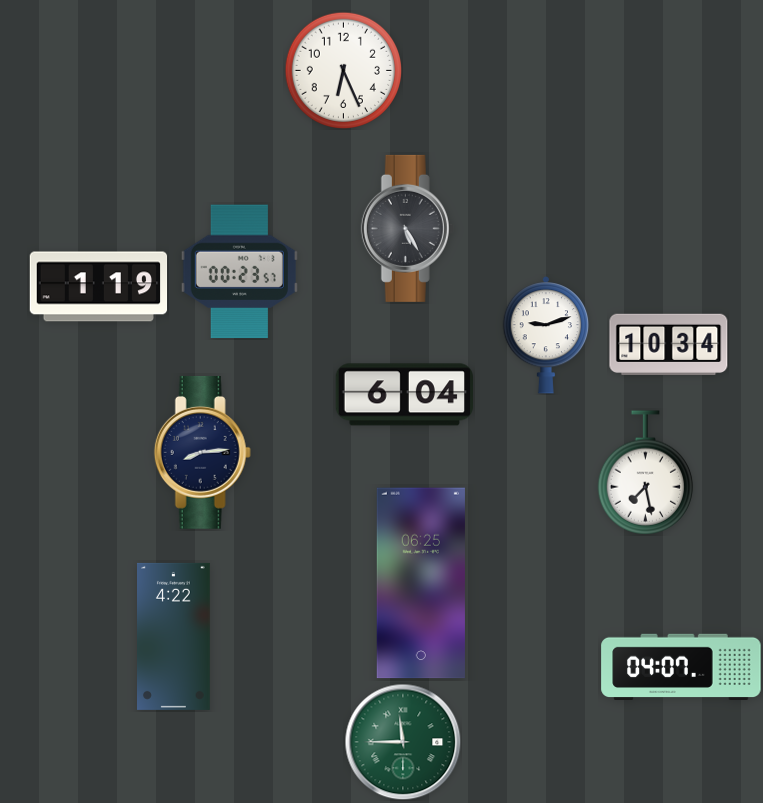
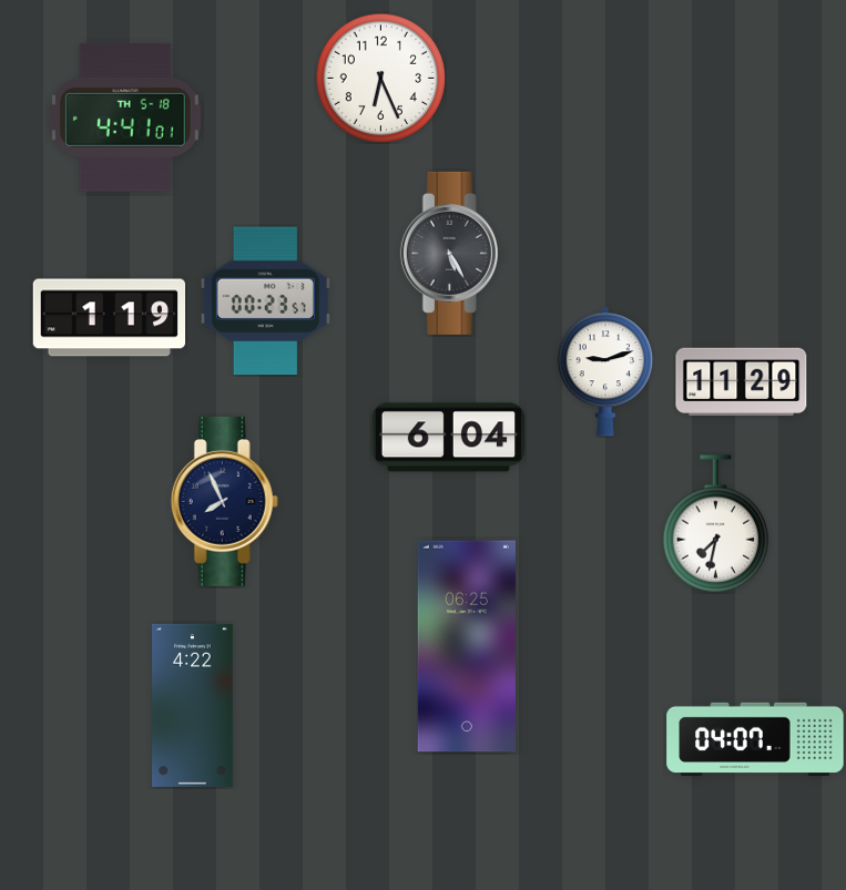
clock at (125, 117): none -> 4:41
clock at (669, 344): 10:34 -> 11:29
clock at (202, 452): 8:14 -> 7:56
clock at (646, 473): 7:28 -> 7:32
clock at (403, 742): 11:45 -> none
